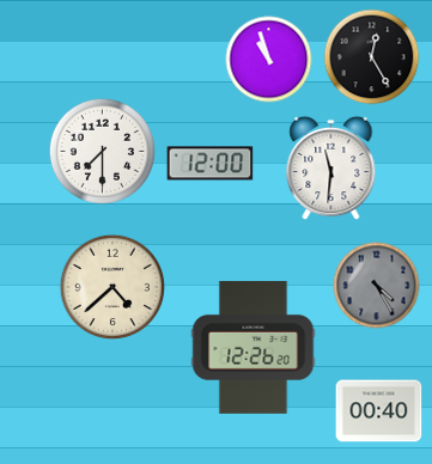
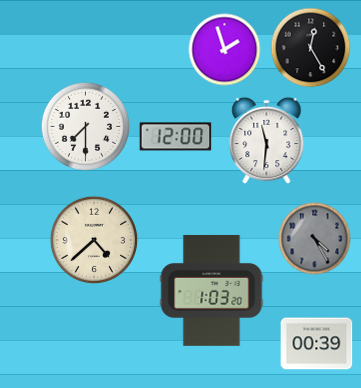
clock at (269, 60): 10:57 -> 1:57
clock at (331, 169) position: (331, 169) -> (267, 141)
clock at (254, 347): 12:26 -> 1:03
clock at (379, 411): 00:40 -> 00:39
